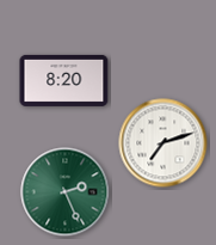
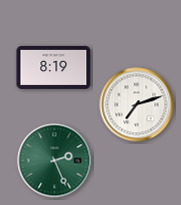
clock at (64, 80): 8:20 -> 8:19
clock at (163, 143) position: (163, 143) -> (137, 105)
